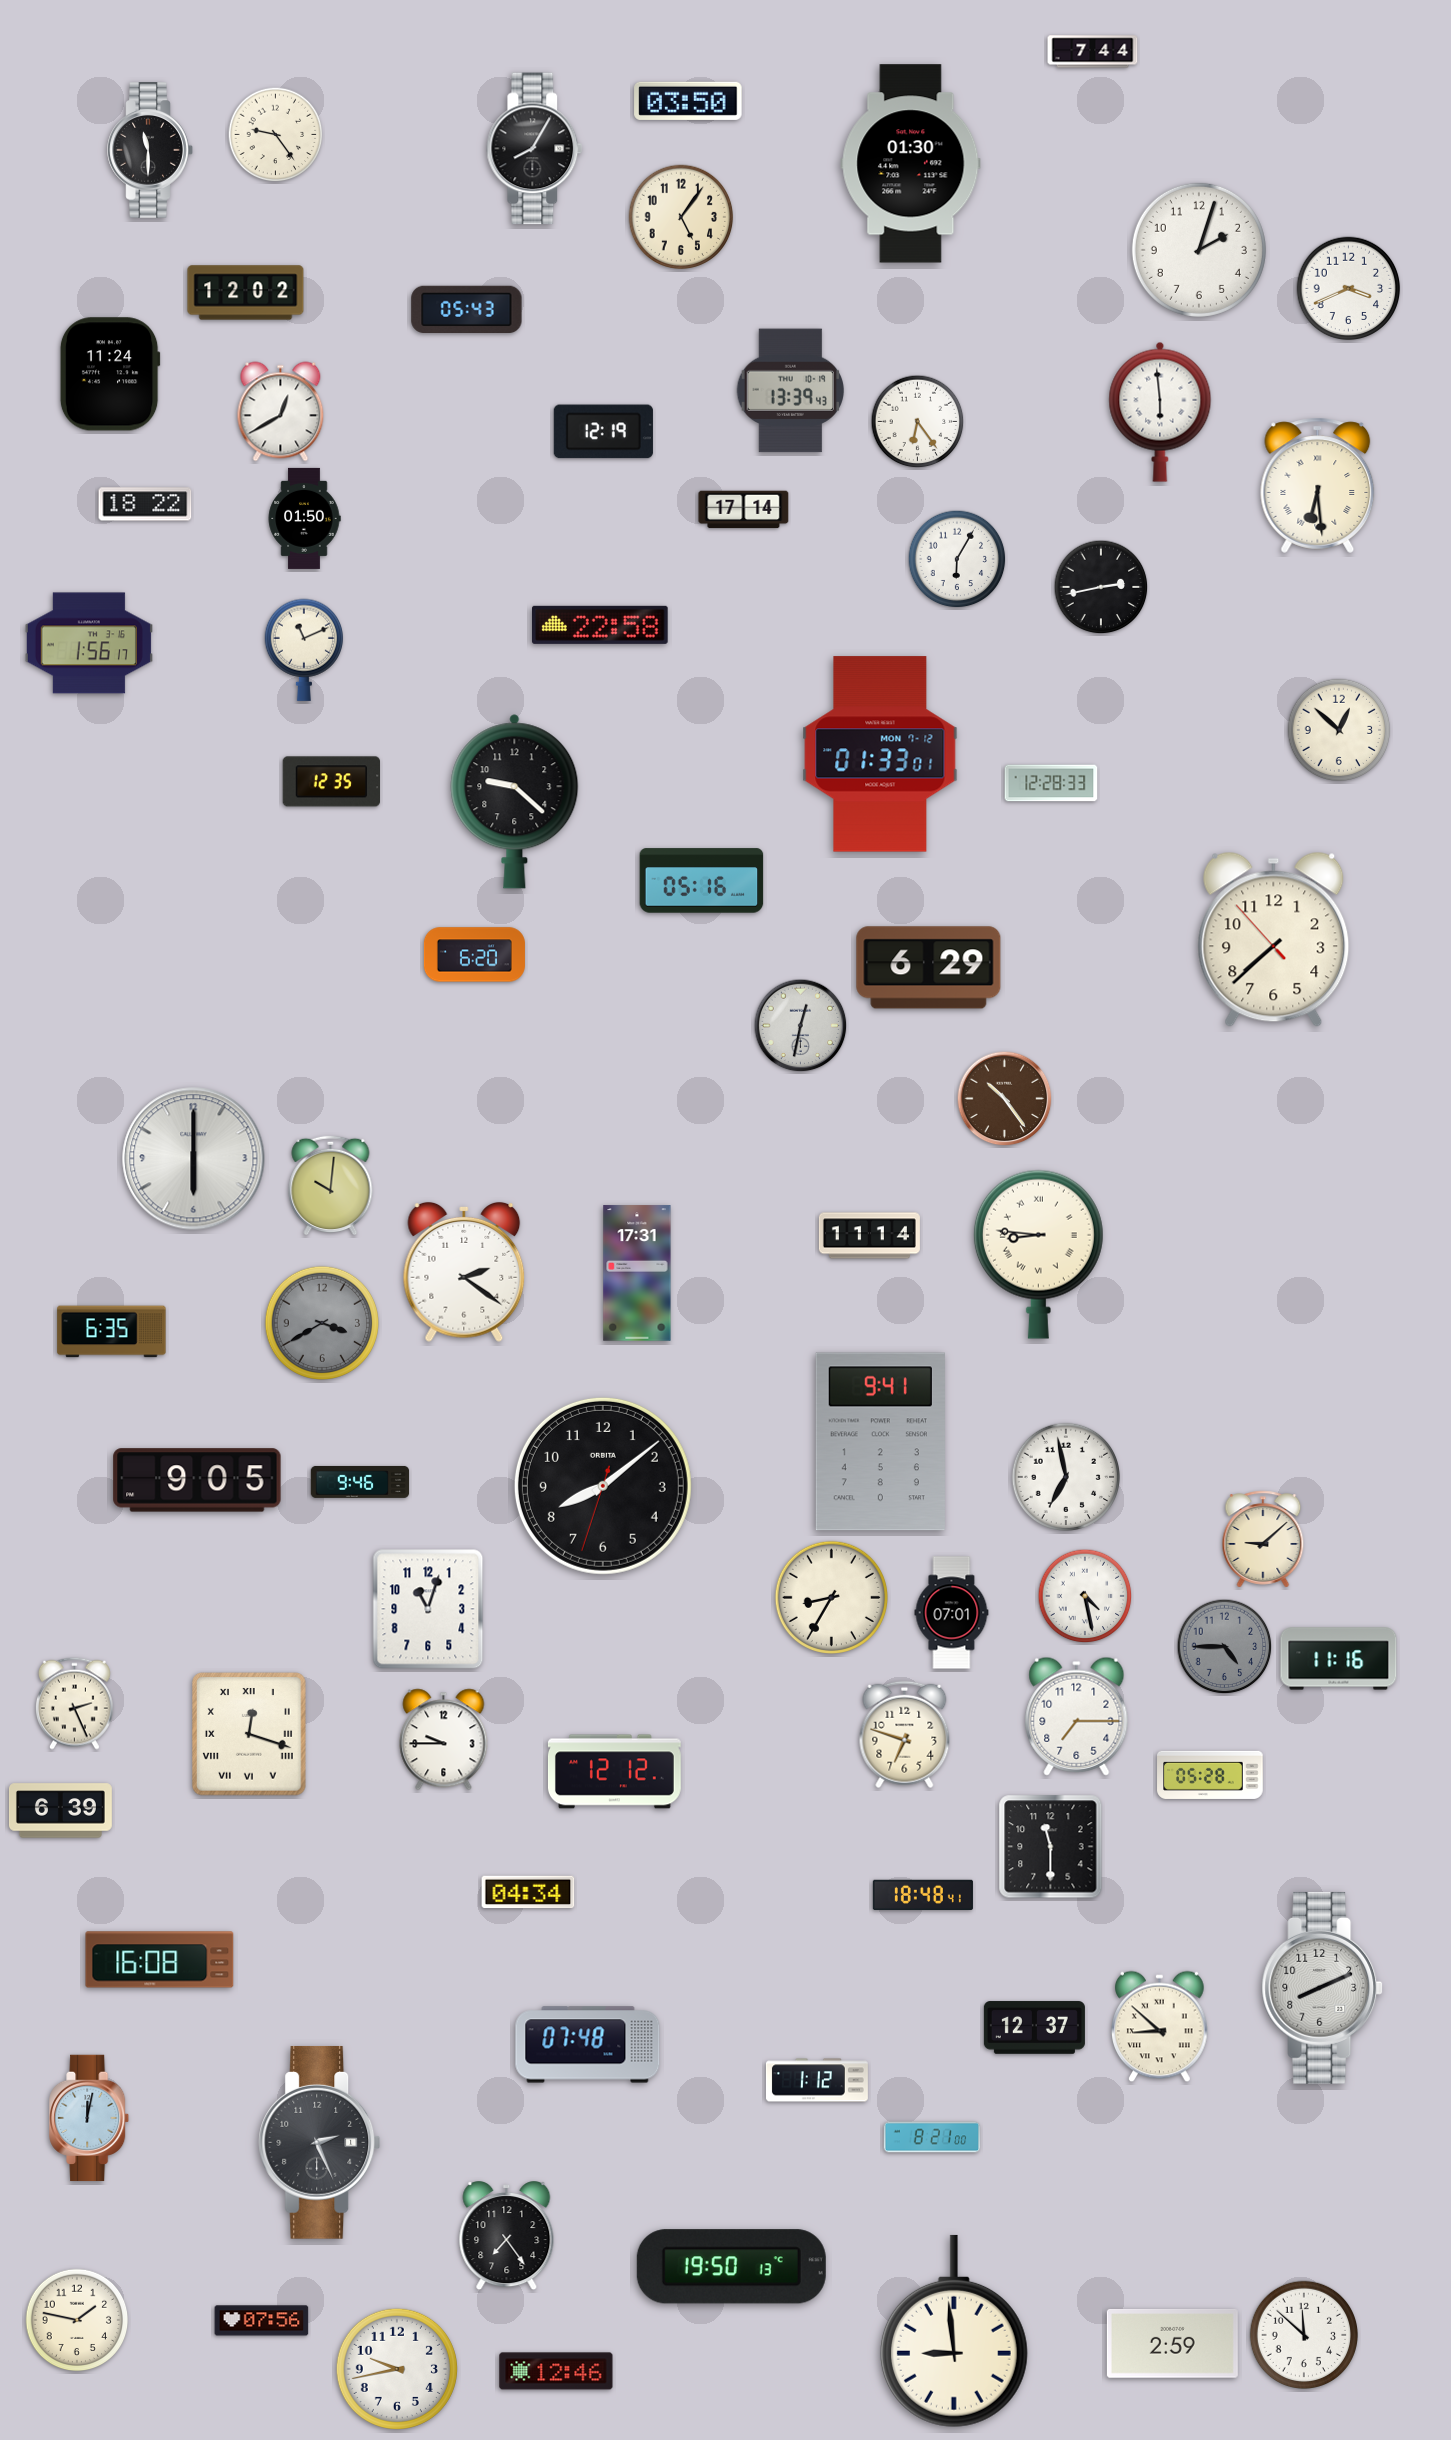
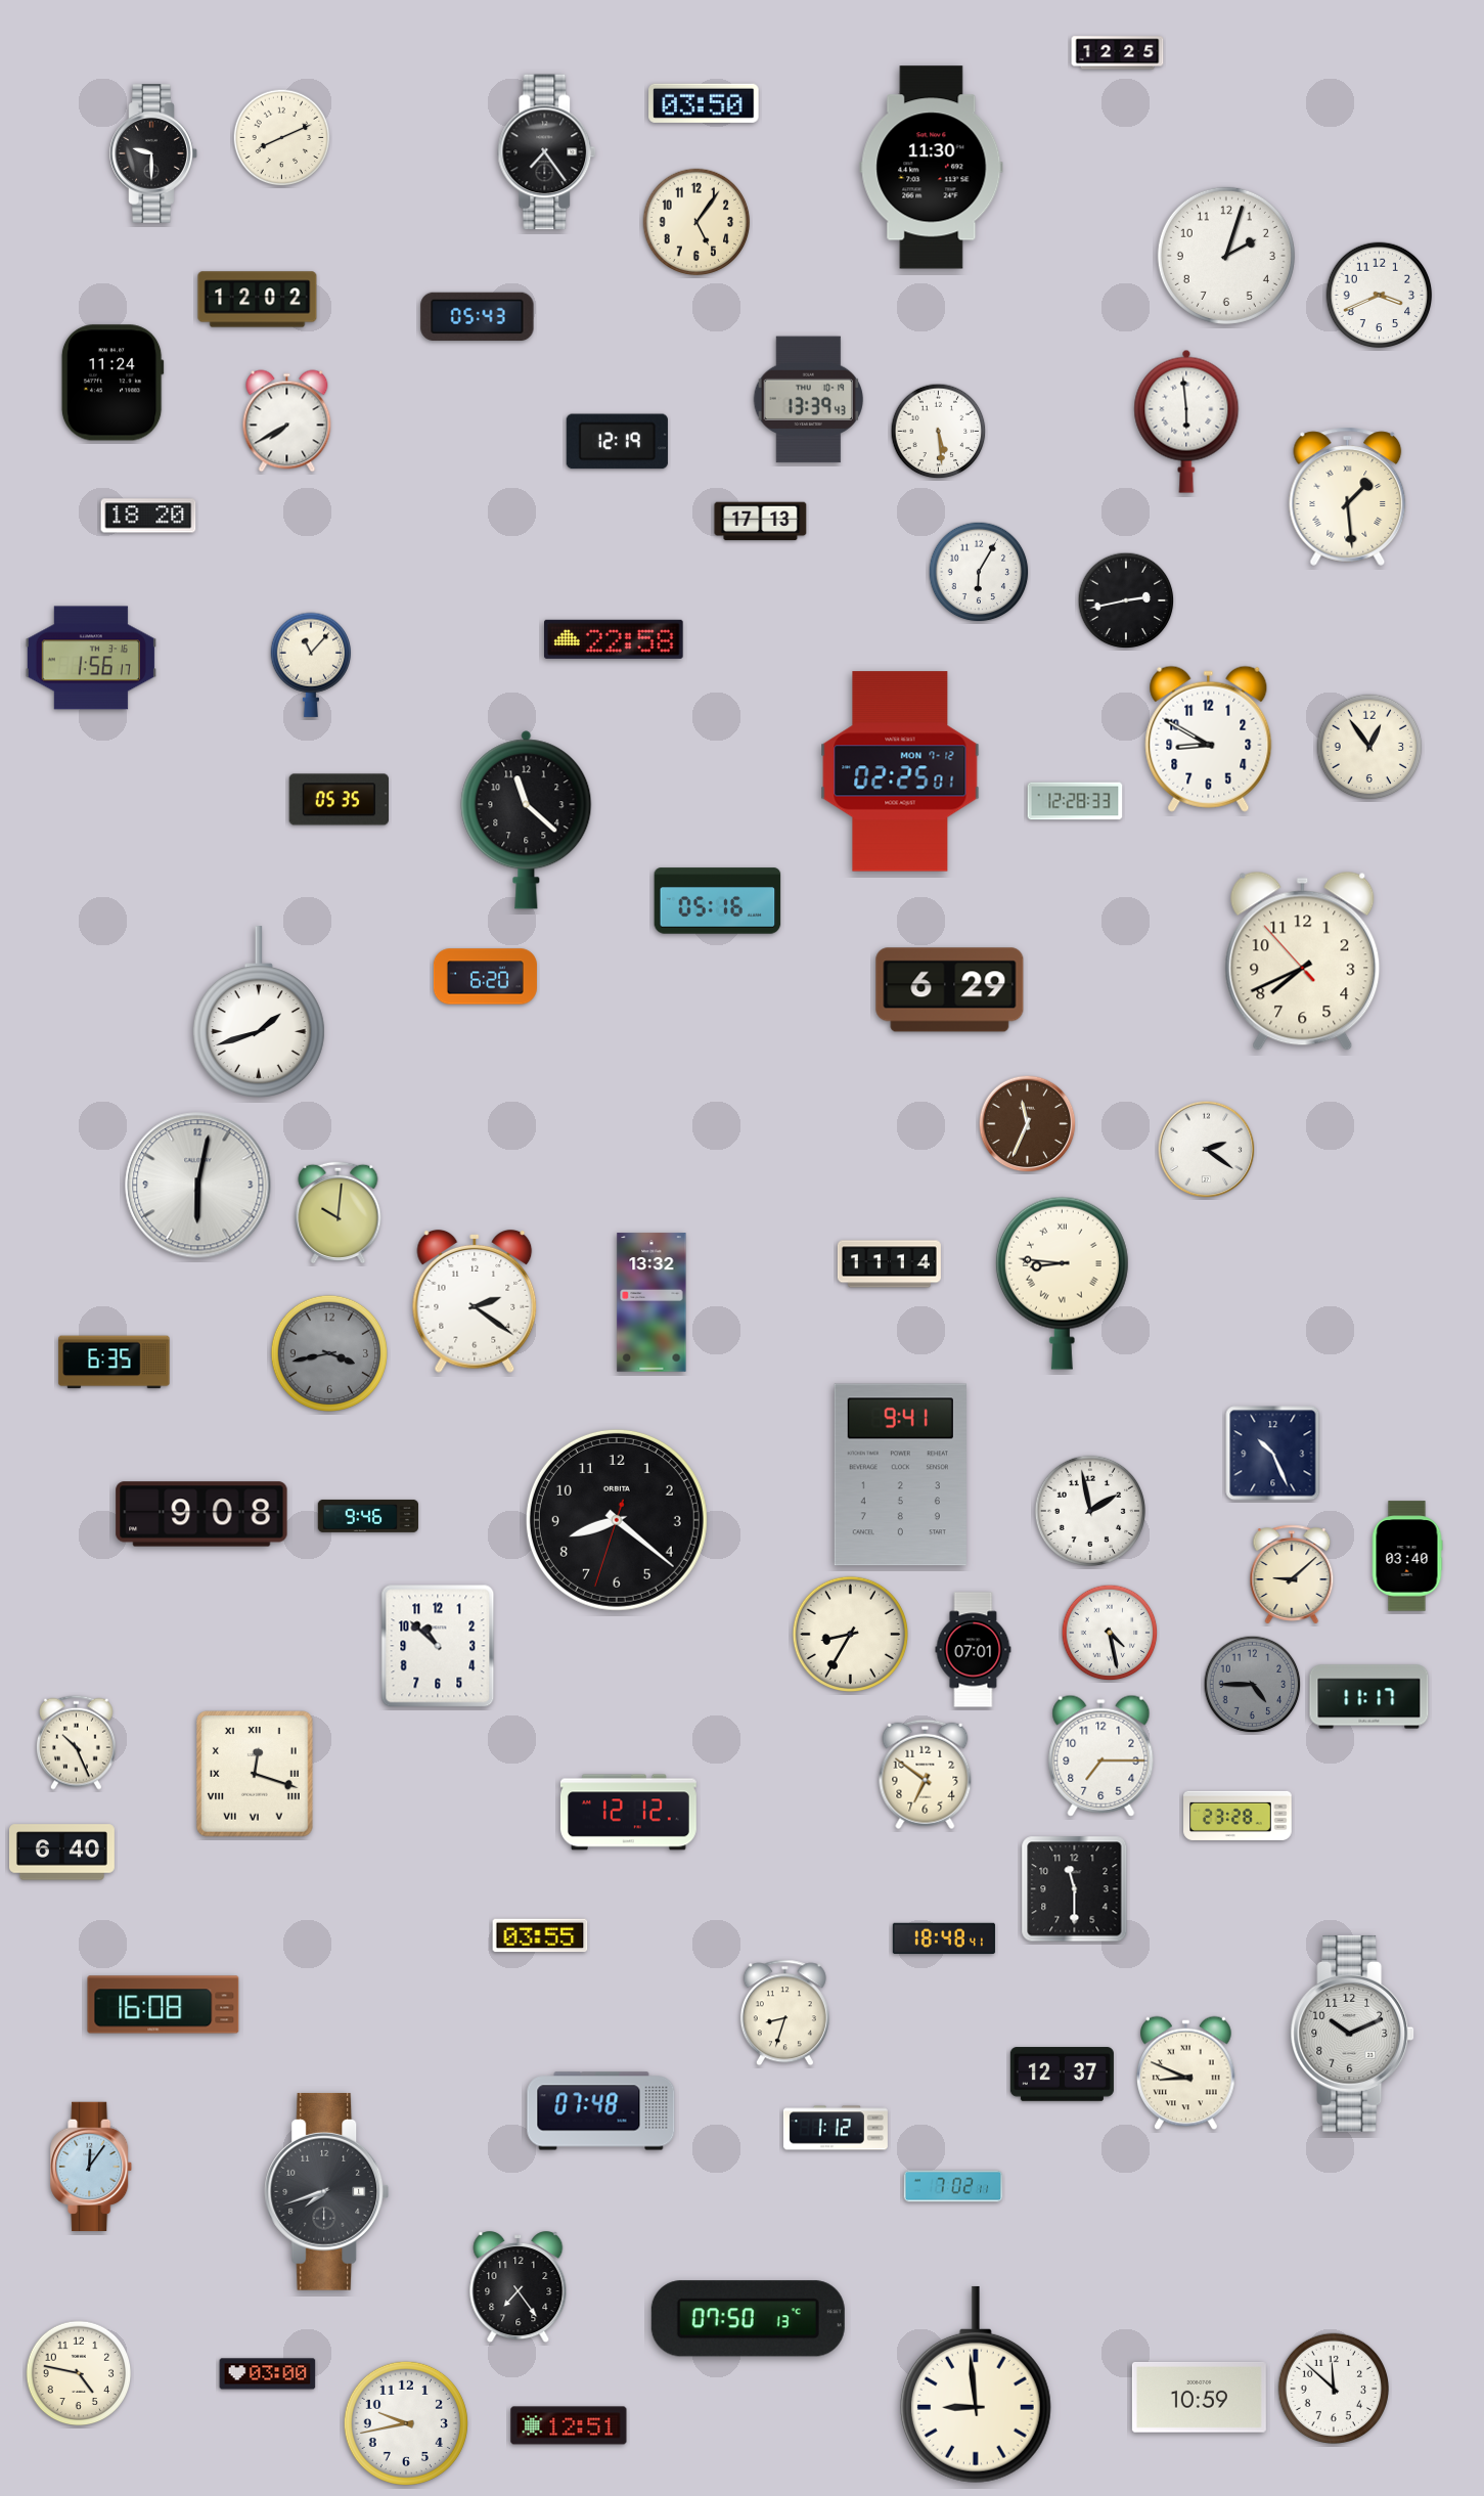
clock at (1093, 52): 7:44 -> 12:25
clock at (276, 135): 9:24 -> 8:11
clock at (535, 149): 8:05 -> 7:24
clock at (150, 150): 11:30 -> 9:30
clock at (911, 164): 01:30 -> 11:30
clock at (246, 293) position: (246, 293) -> (258, 300)
clock at (281, 412): 12:40 -> 7:40
clock at (918, 422): 6:24 -> 5:29
clock at (1318, 485): 6:29 -> 1:29
clock at (145, 504): 18:22 -> 18:20
clock at (744, 510): 17:14 -> 17:13
clock at (304, 518): 01:50 -> none
clock at (303, 650): 11:11 -> 11:07
clock at (1209, 739): none -> 8:50
clock at (1339, 730): 12:52 -> 12:54
clock at (880, 754): 01:33 -> 02:25
clock at (332, 782): 12:35 -> 05:35
clock at (515, 802): 9:22 -> 11:22
clock at (1274, 939): 7:37 -> 7:40
clock at (259, 1012): none -> 1:42
clock at (801, 1026): 12:32 -> none
clock at (1005, 1099): 10:24 -> 11:34
clock at (1207, 1150): none -> 2:21
clock at (194, 1159): 6:00 -> 6:02
clock at (637, 1273): 17:31 -> 13:32
clock at (321, 1322): 3:40 -> 3:43
clock at (1273, 1454): none -> 10:26
clock at (1066, 1477): 6:58 -> 1:58
clock at (197, 1480): 9:05 -> 9:08
clock at (603, 1486): 8:08 -> 8:21
clock at (1407, 1556): none -> 03:40
clock at (428, 1609): 11:03 -> 10:52
clock at (1339, 1659): 11:16 -> 11:17
clock at (74, 1703): 2:26 -> 10:26
clock at (905, 1735): 6:48 -> 6:51
clock at (444, 1740): 9:45 -> none
clock at (1210, 1775): 05:28 -> 23:28
clock at (60, 1811): 6:39 -> 6:40
clock at (528, 1892): 04:34 -> 03:55
clock at (784, 2013): none -> 8:33
clock at (1322, 1988): 8:11 -> 10:11
clock at (1160, 2027): 8:52 -> 8:49
clock at (1034, 2028) position: (1034, 2028) -> (1062, 2075)
clock at (588, 2045) position: (588, 2045) -> (601, 2111)
clock at (90, 2118): 12:02 -> 12:06
clock at (932, 2137): 8:21 -> 7:02
clock at (320, 2142): 2:26 -> 7:42
clock at (731, 2267): 19:50 -> 07:50
clock at (77, 2320): 1:47 -> 4:47
clock at (262, 2321): 07:56 -> 03:00
clock at (1172, 2343): 2:59 -> 10:59
clock at (556, 2371): 12:46 -> 12:51
